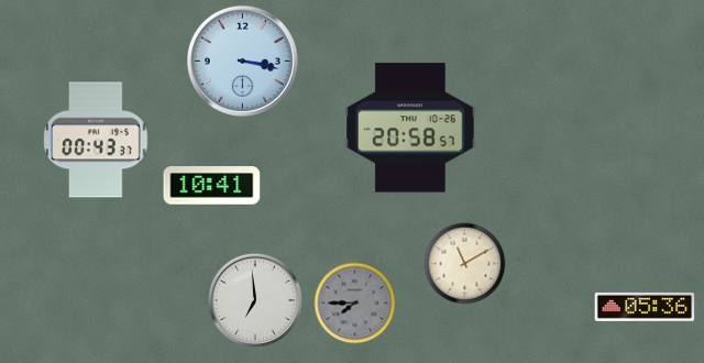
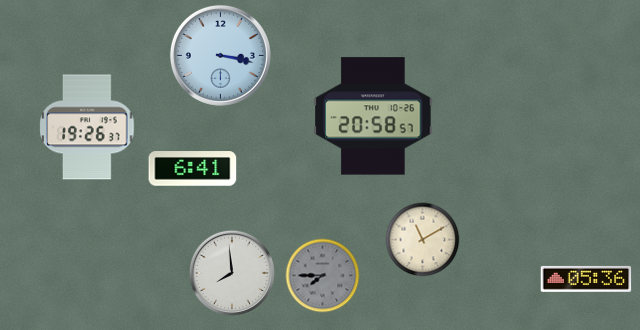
clock at (96, 140): 00:43 -> 19:26
clock at (212, 186): 10:41 -> 6:41
clock at (255, 300): 6:59 -> 7:59
